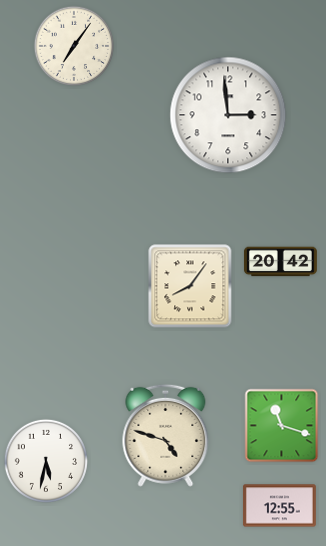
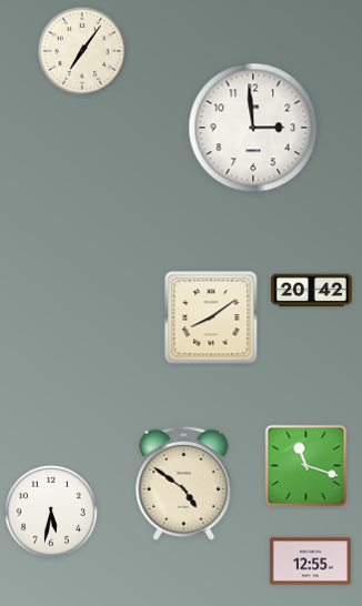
clock at (190, 286): 8:06 -> 8:09
clock at (282, 426) position: (282, 426) -> (306, 466)
clock at (166, 435): 4:48 -> 4:51
